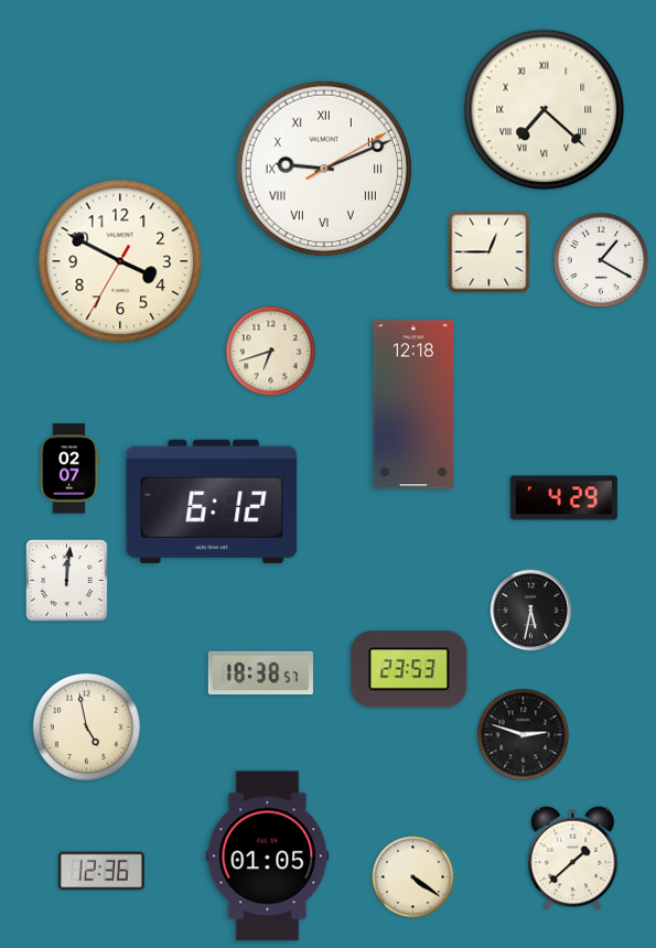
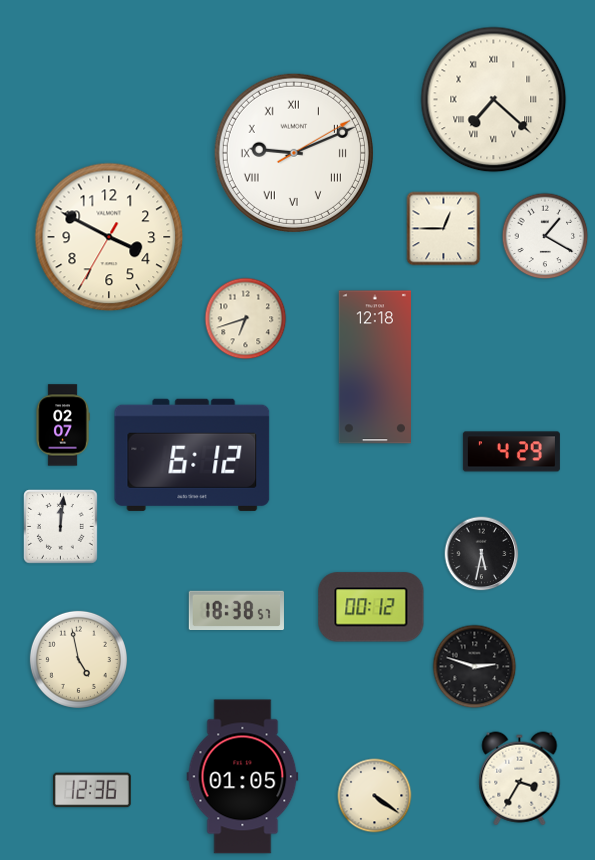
clock at (409, 669): 23:53 -> 00:12
clock at (573, 859): 1:38 -> 3:35
